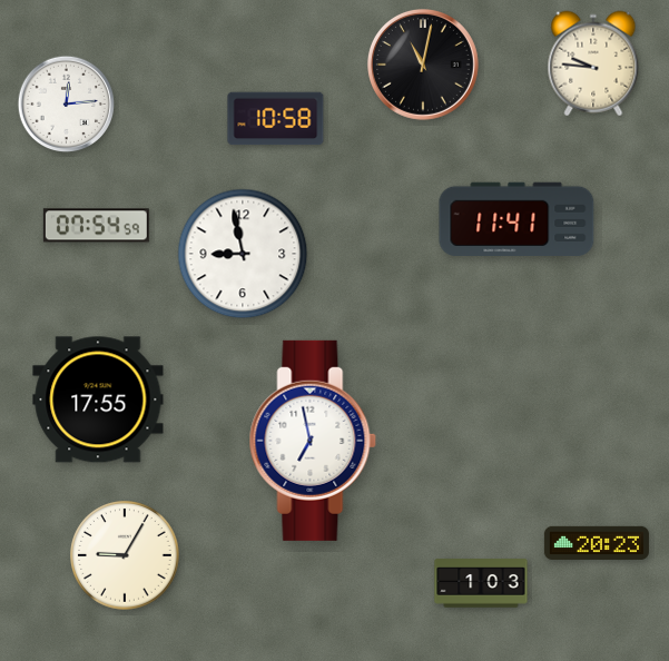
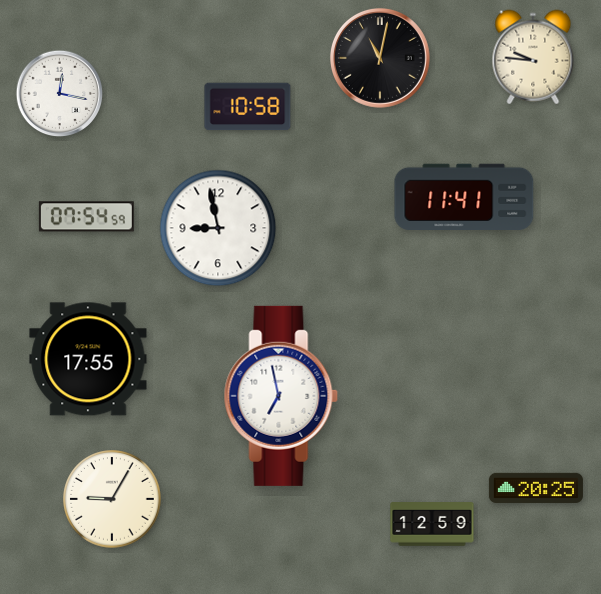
clock at (67, 105): 12:14 -> 12:17
clock at (96, 226) position: (96, 226) -> (86, 217)
clock at (597, 542): 20:23 -> 20:25
clock at (481, 583): 1:03 -> 12:59
